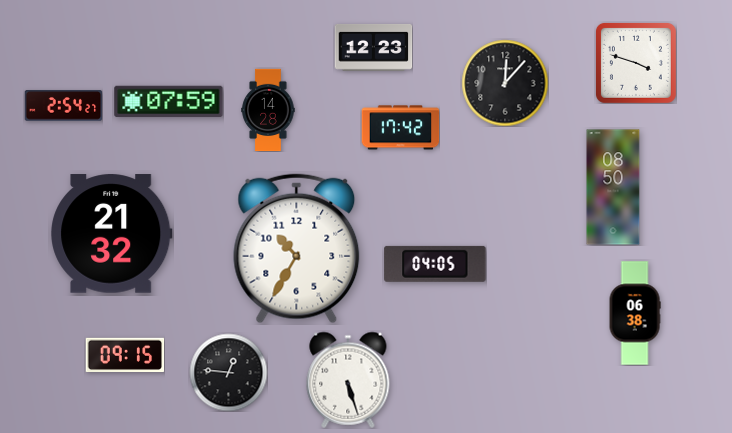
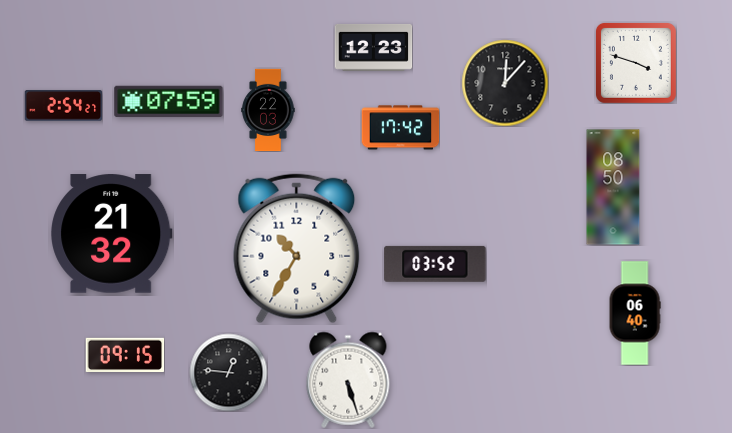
clock at (268, 110): 14:28 -> 22:03
clock at (435, 264): 04:05 -> 03:52
clock at (635, 313): 06:38 -> 06:40
